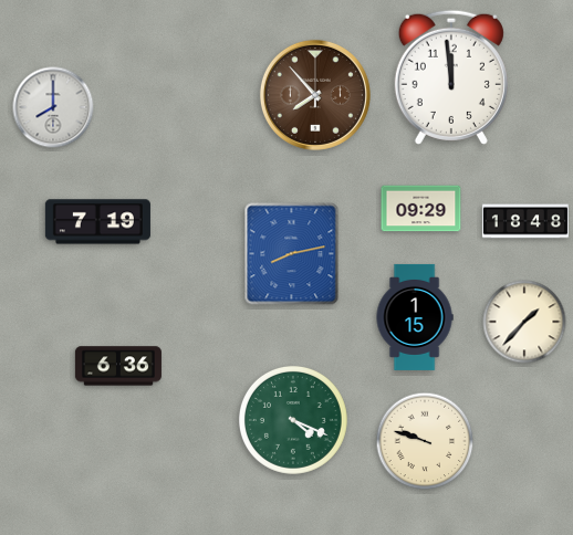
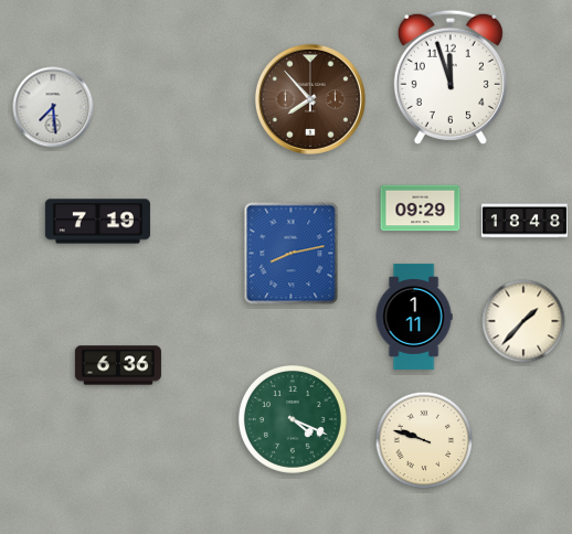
clock at (451, 77): 11:59 -> 11:57
clock at (315, 95) position: (315, 95) -> (310, 99)
clock at (53, 107): 8:00 -> 7:29
clock at (415, 317): 1:15 -> 1:11
